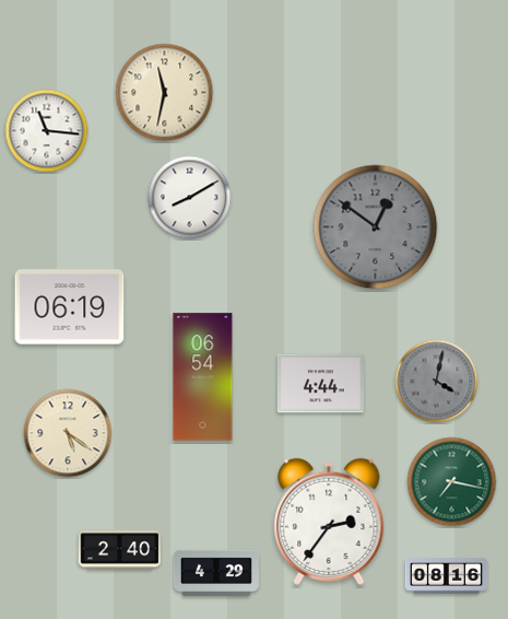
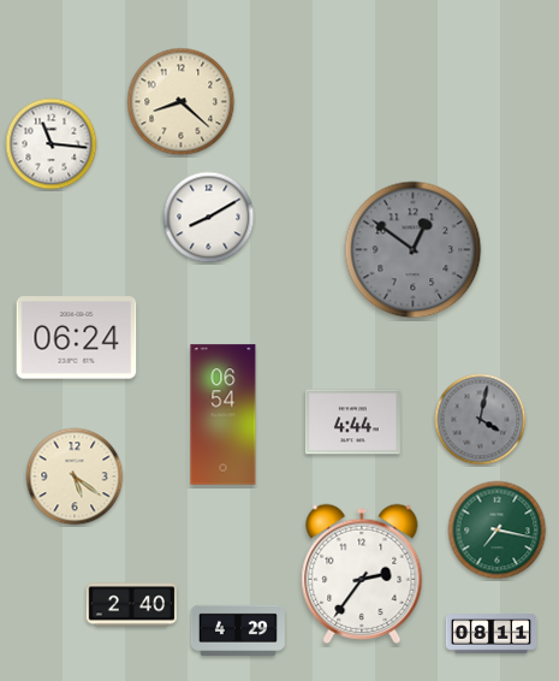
clock at (165, 93): 11:32 -> 8:22
clock at (70, 307): 06:19 -> 06:24
clock at (447, 576): 08:16 -> 08:11
